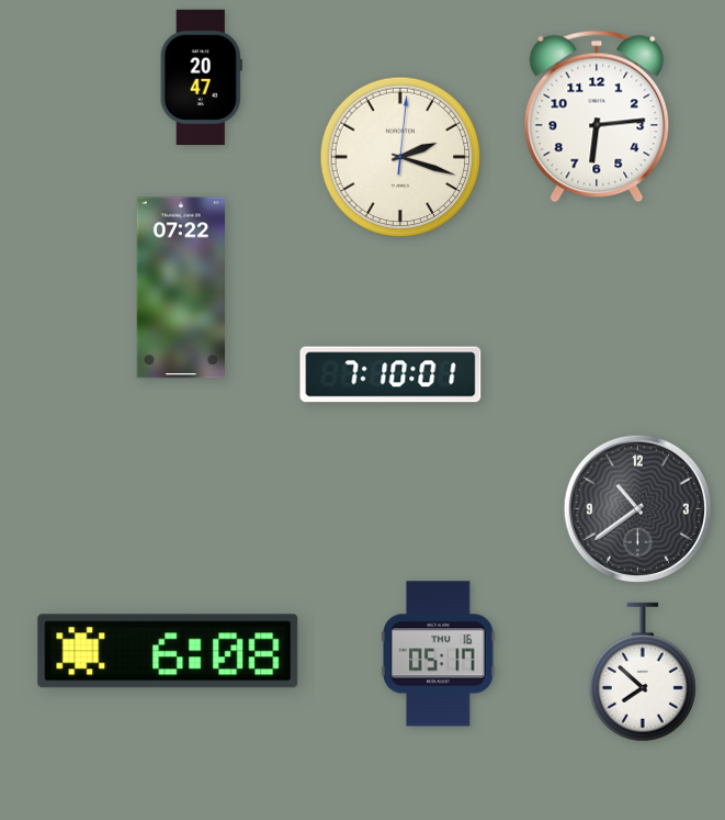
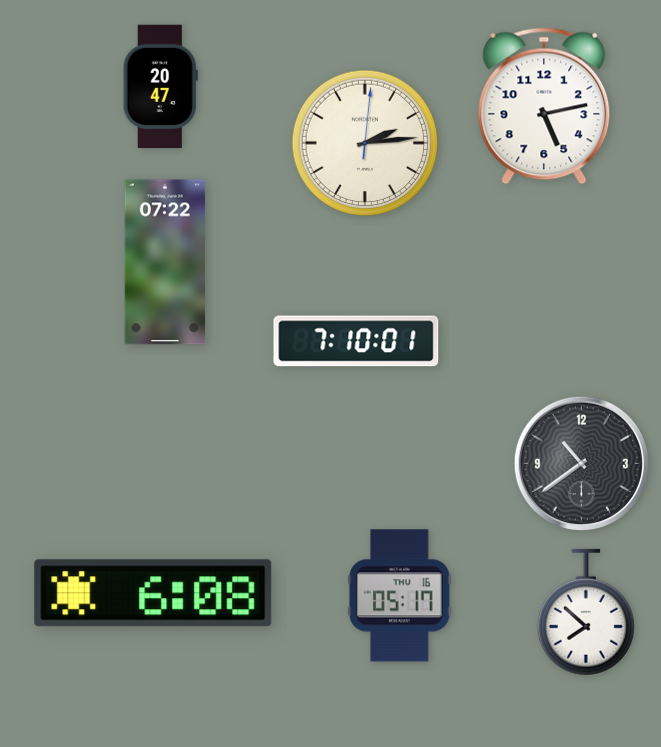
clock at (201, 78) position: (201, 78) -> (160, 87)
clock at (597, 116): 6:14 -> 5:13
clock at (400, 157): 2:18 -> 2:14
